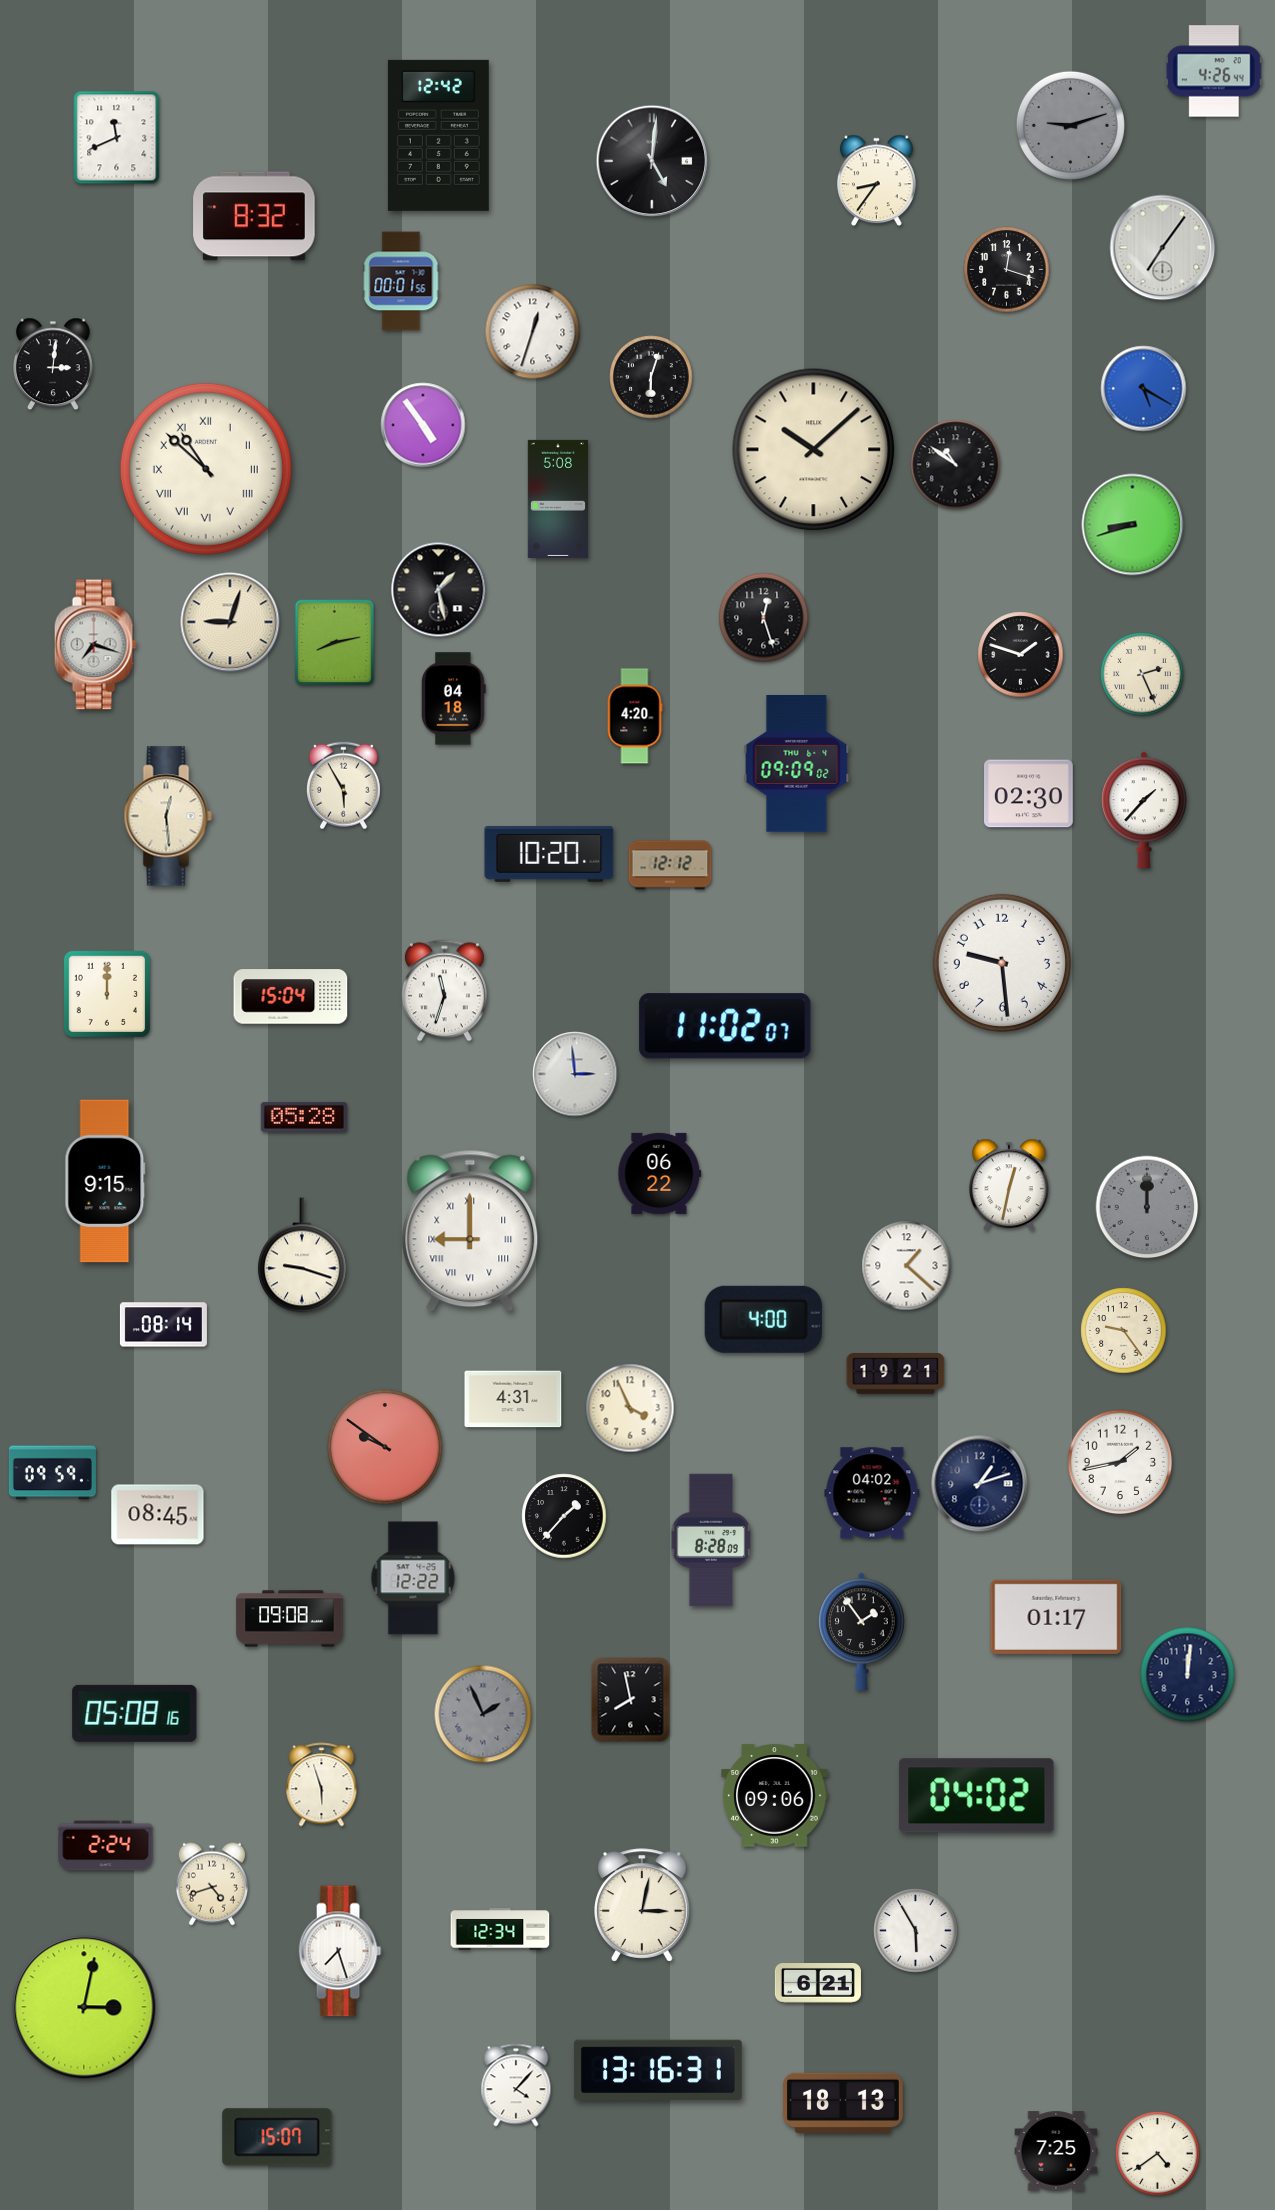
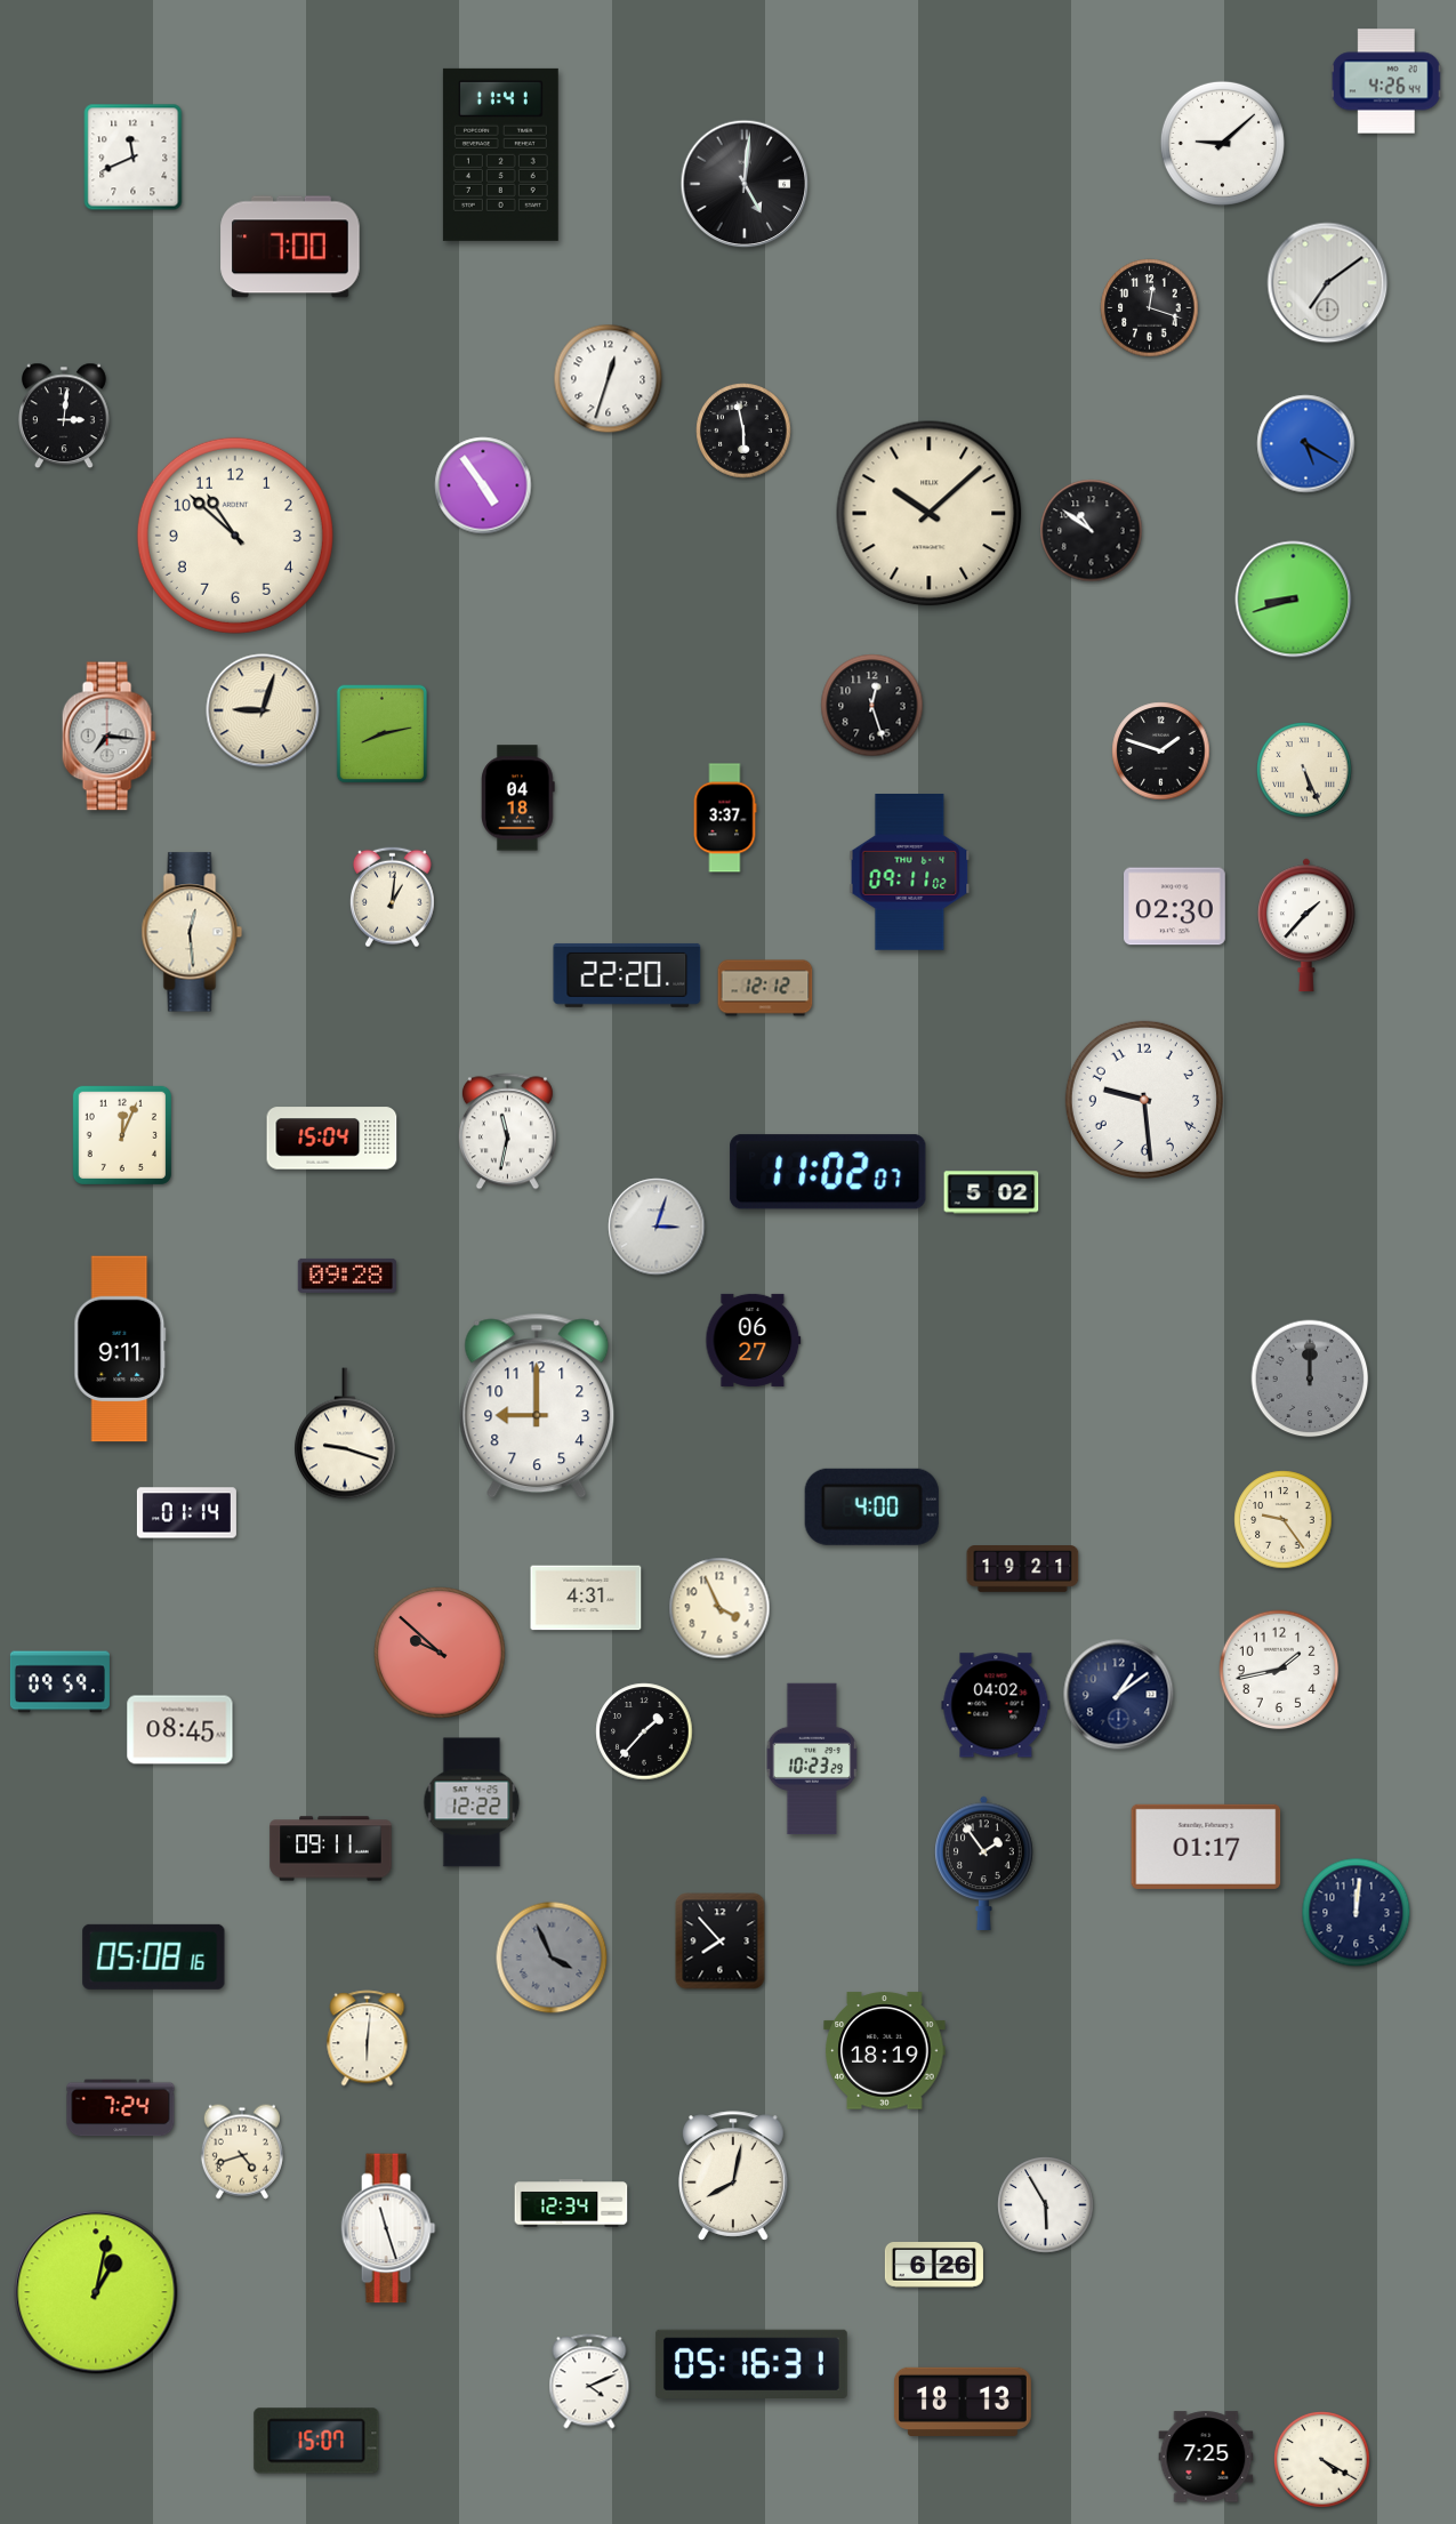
clock at (1070, 125): 9:12 -> 9:08
clock at (1070, 125) dial: grey -> white
clock at (438, 135): 12:42 -> 11:41
clock at (877, 181): 8:36 -> none
clock at (254, 216): 8:32 -> 7:00
clock at (1163, 248): 7:06 -> 7:09
clock at (401, 281): 00:01 -> none
clock at (53, 364) position: (53, 364) -> (64, 416)
clock at (651, 377): 6:03 -> 5:58
clock at (206, 469) numerals: Roman -> Arabic
clock at (558, 499): 5:08 -> none
clock at (439, 590): 1:28 -> none
clock at (95, 645): 7:18 -> 7:16
clock at (1021, 655) position: (1021, 655) -> (1161, 751)
clock at (1142, 674): 2:26 -> 5:26
clock at (635, 716): 4:20 -> 3:37
clock at (797, 764): 09:09 -> 09:11
clock at (343, 786): 5:55 -> 1:01
clock at (549, 854): 10:20 -> 22:20
clock at (444, 991): 11:33 -> 11:32
clock at (107, 994): 12:00 -> 12:04
clock at (991, 1192): none -> 5:02
clock at (575, 1074): 2:59 -> 3:03
clock at (304, 1117): 05:28 -> 09:28
clock at (660, 1173): 06:22 -> 06:27
clock at (105, 1181): 9:15 -> 9:11
clock at (1009, 1185): 12:32 -> none
clock at (470, 1231) numerals: Roman -> Arabic
clock at (907, 1266): 1:22 -> none
clock at (163, 1325): 08:14 -> 01:14
clock at (385, 1447): 9:51 -> 9:52
clock at (980, 1484): 1:12 -> 1:09
clock at (711, 1540): 8:28 -> 10:23
clock at (290, 1619): 09:08 -> 09:11
clock at (631, 1700): 7:58 -> 7:53
clock at (483, 1714): 1:56 -> 3:56
clock at (322, 1785): 5:57 -> 6:01
clock at (775, 1796): 09:06 -> 18:19
clock at (977, 1796): 04:02 -> none
clock at (106, 1846): 2:24 -> 7:24
clock at (643, 1905): 3:02 -> 8:02
clock at (340, 1951): 7:27 -> 11:27
clock at (818, 1984): 6:21 -> 6:26
clock at (84, 2007): 3:02 -> 1:02
clock at (658, 2070): 13:16 -> 05:16
clock at (516, 2085): 4:07 -> 4:11
clock at (1158, 2154): 4:39 -> 4:20
